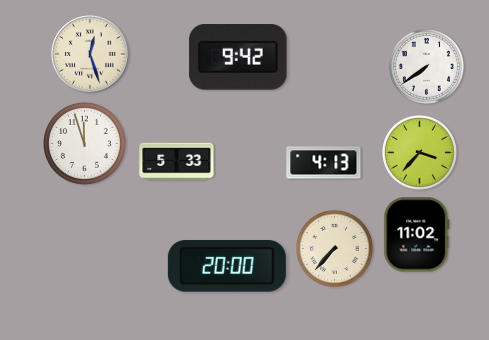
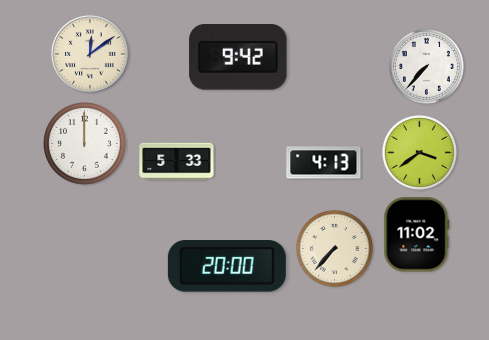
clock at (90, 54): 12:27 -> 12:09
clock at (426, 66): 7:39 -> 7:37
clock at (85, 144): 11:57 -> 12:00
clock at (419, 152): 3:37 -> 3:39
